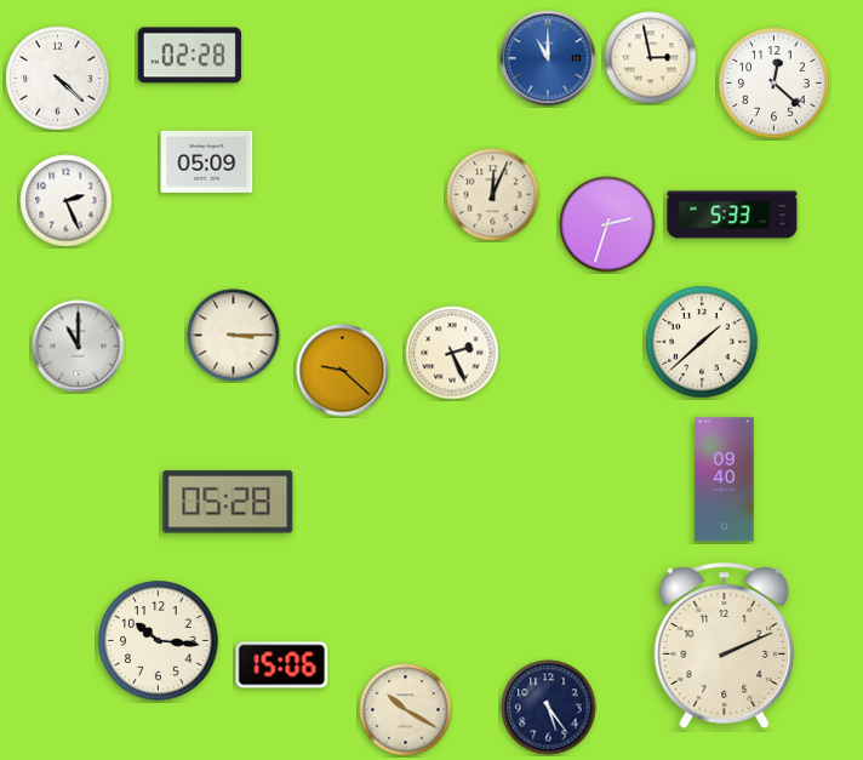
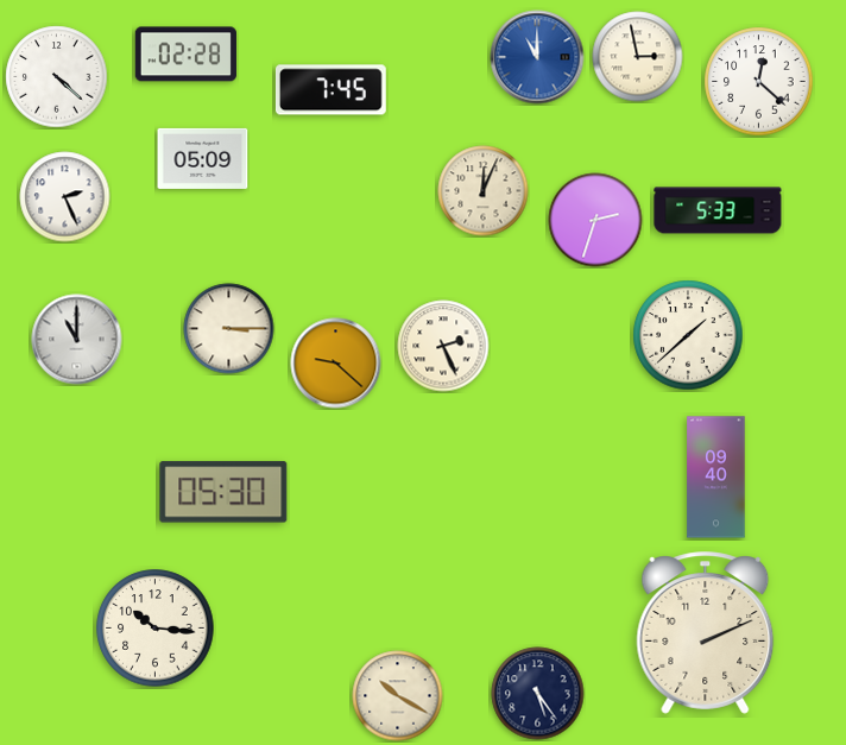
clock at (332, 90): none -> 7:45
clock at (725, 480) position: (725, 480) -> (716, 478)
clock at (228, 502): 05:28 -> 05:30
clock at (725, 646) position: (725, 646) -> (706, 633)
clock at (282, 665): 15:06 -> none
